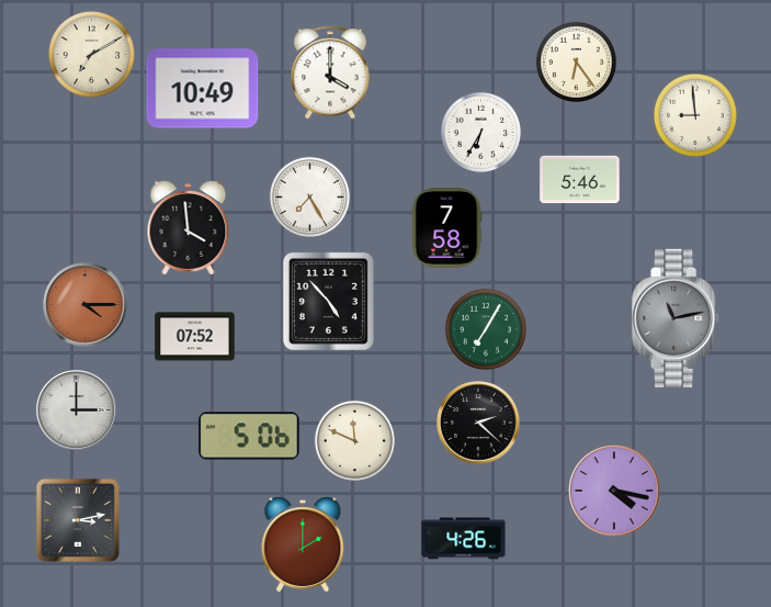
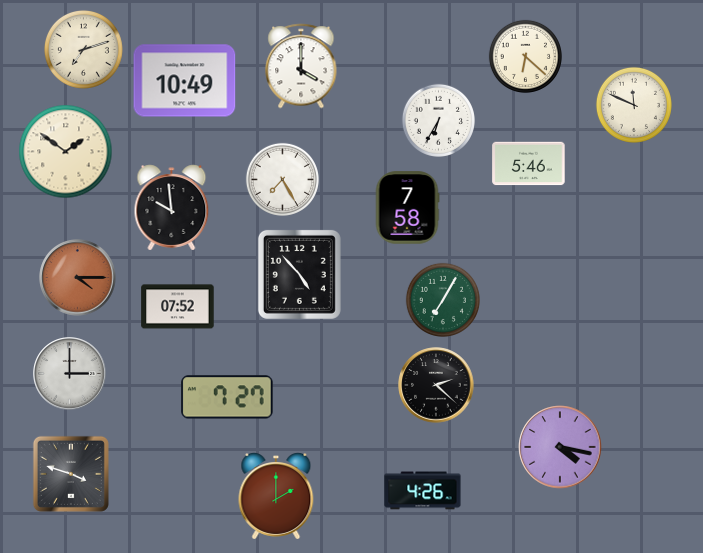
clock at (91, 54): 7:10 -> 7:12
clock at (576, 61): 6:24 -> 6:22
clock at (695, 115): 8:59 -> 11:49
clock at (66, 152): none -> 1:51
clock at (189, 228): 3:59 -> 9:59
clock at (677, 318): 11:13 -> none
clock at (249, 436): 5:06 -> 7:27
clock at (354, 440): 11:49 -> none
clock at (78, 520): 3:13 -> 3:48
